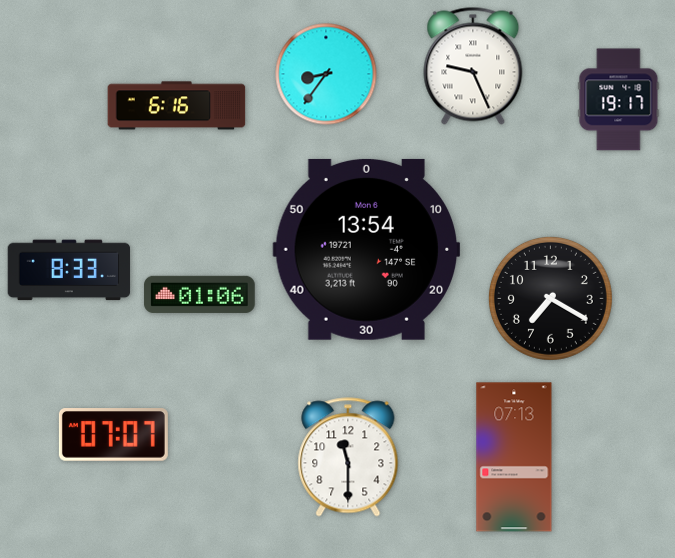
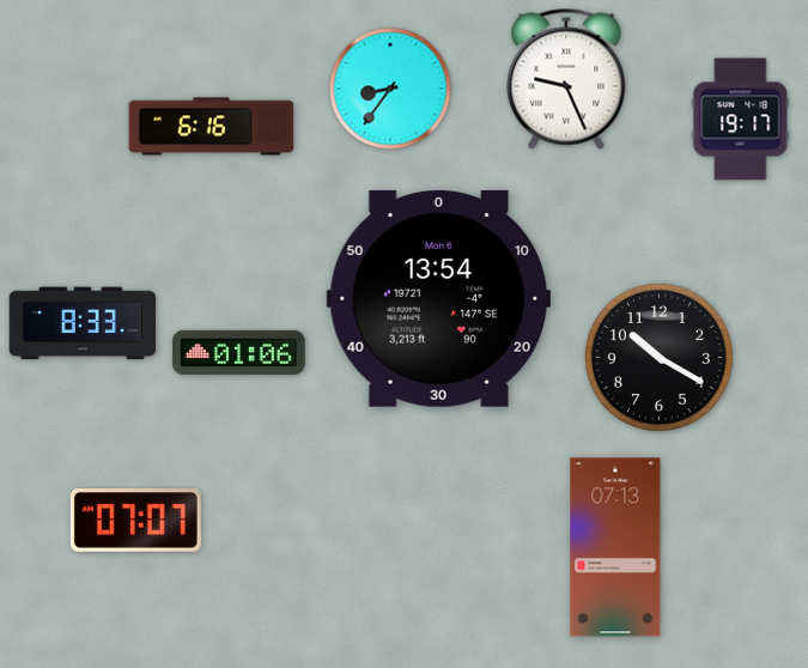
clock at (550, 298): 7:20 -> 10:20
clock at (348, 457): 11:30 -> none
